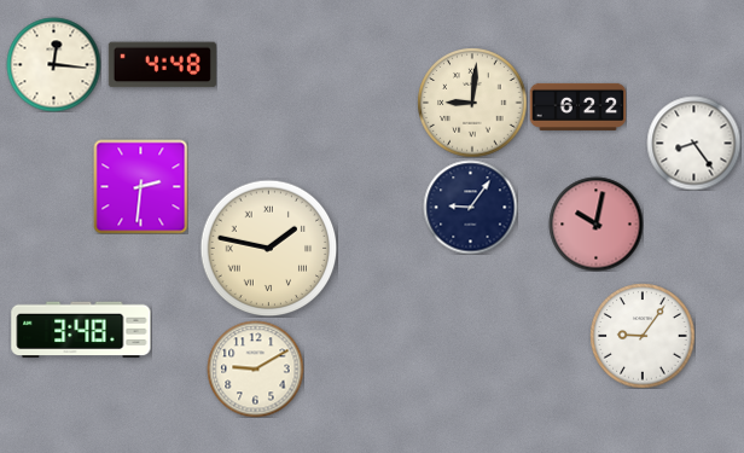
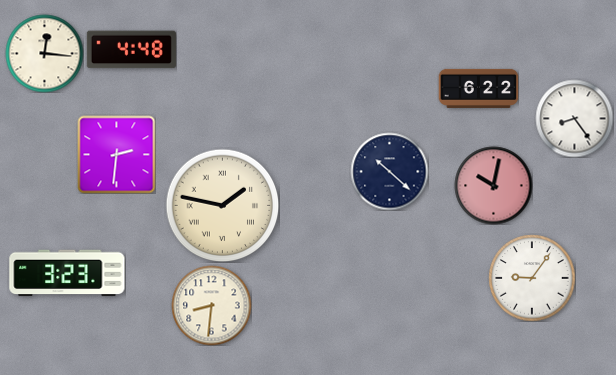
clock at (162, 65) position: (162, 65) -> (131, 50)
clock at (472, 103): 9:01 -> none
clock at (470, 207): 9:06 -> 10:22
clock at (81, 330): 3:48 -> 3:23
clock at (255, 368): 9:10 -> 8:31
